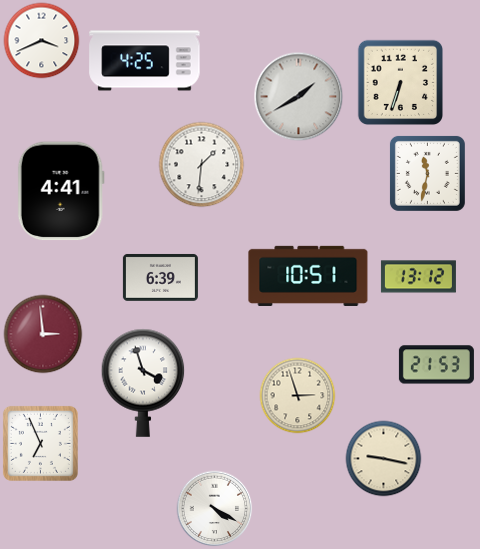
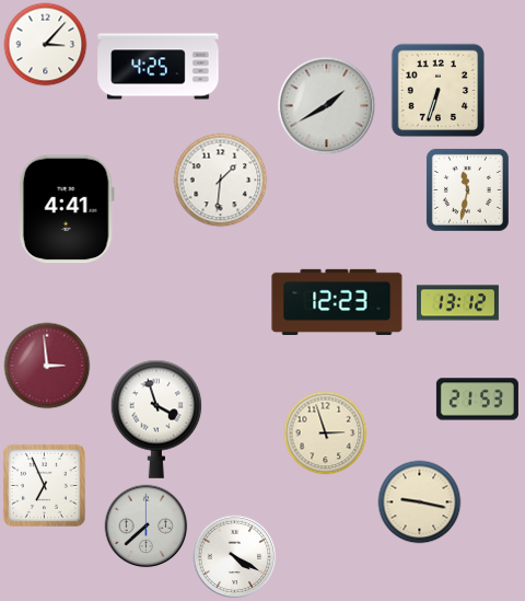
clock at (42, 41): 3:41 -> 3:07
clock at (308, 276): 10:51 -> 12:23
clock at (160, 277): 6:39 -> none
clock at (147, 527): none -> 7:38
